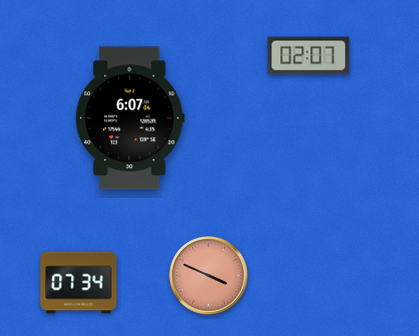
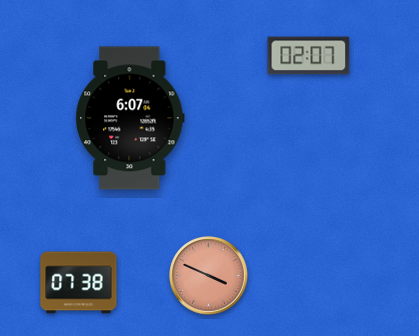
clock at (79, 283): 07:34 -> 07:38
